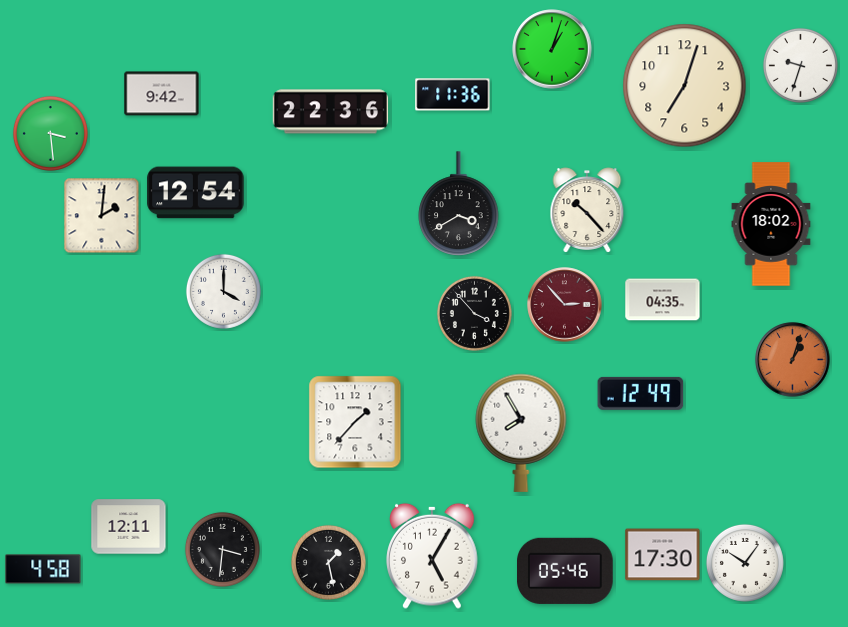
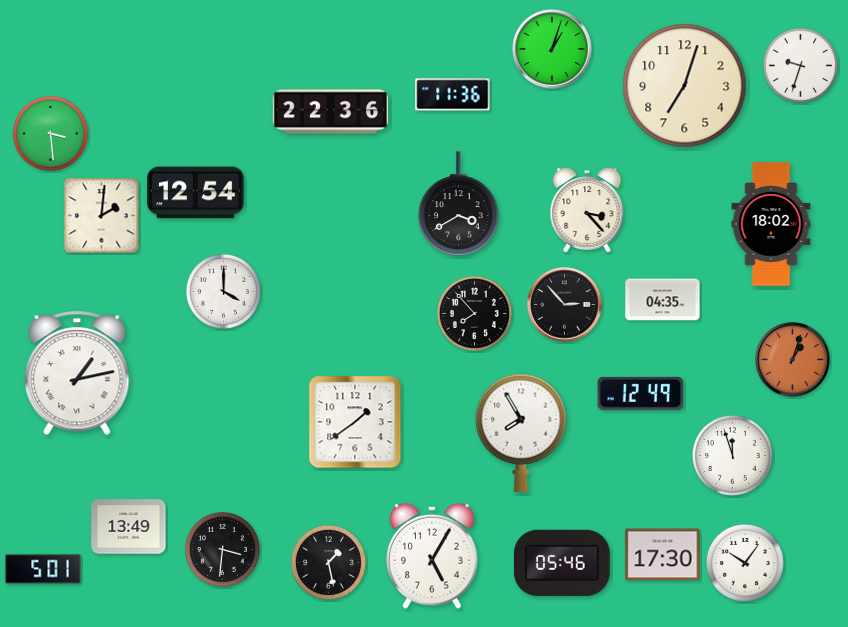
clock at (162, 94): 9:42 -> none
clock at (587, 210): 10:23 -> 3:23
clock at (565, 305) dial: burgundy -> black
clock at (474, 313): 3:53 -> 7:53
clock at (77, 373): none -> 1:13
clock at (355, 422): 1:37 -> 1:39
clock at (732, 455): none -> 11:57
clock at (129, 527): 12:11 -> 13:49
clock at (43, 569): 4:58 -> 5:01
clock at (566, 571) position: (566, 571) -> (563, 563)
